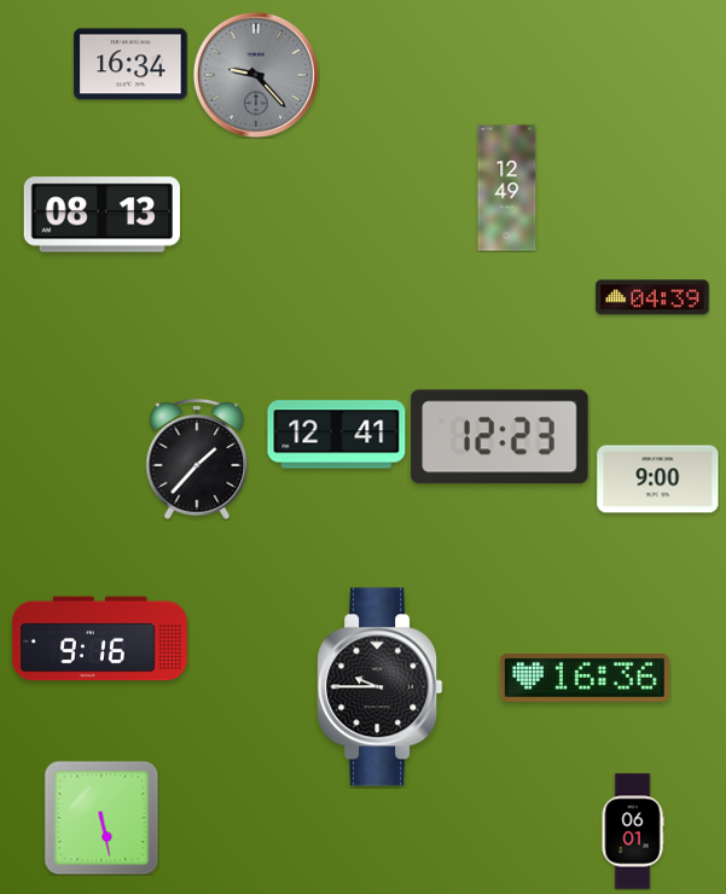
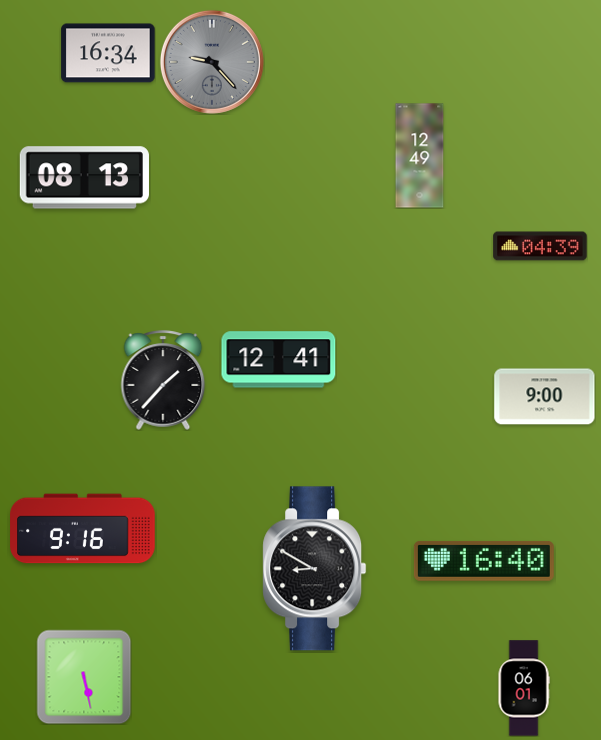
clock at (500, 437): 12:23 -> none
clock at (585, 678): 16:36 -> 16:40
clock at (381, 687): 9:45 -> 8:50
